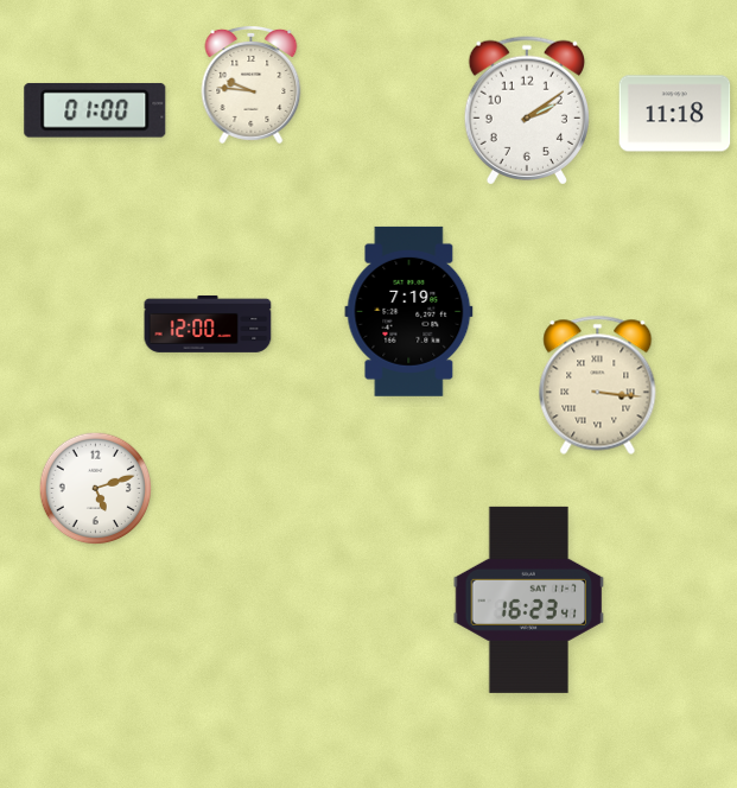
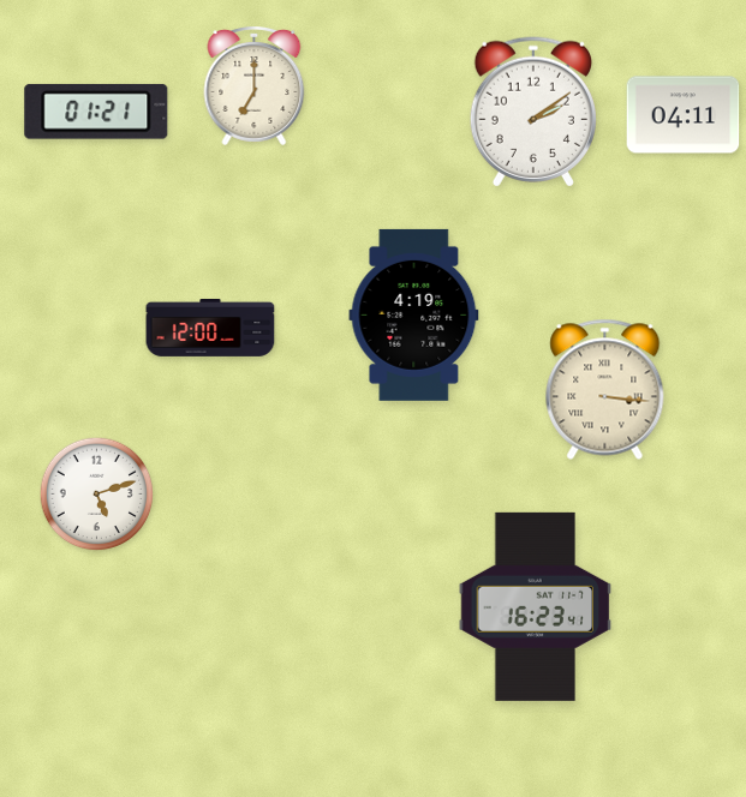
clock at (252, 85): 9:46 -> 7:00
clock at (95, 110): 01:00 -> 01:21
clock at (675, 114): 11:18 -> 04:11
clock at (409, 311): 7:19 -> 4:19
